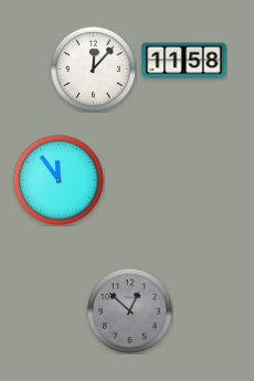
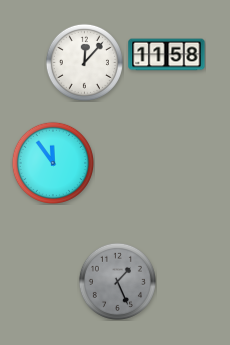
clock at (129, 310): 12:52 -> 1:26
